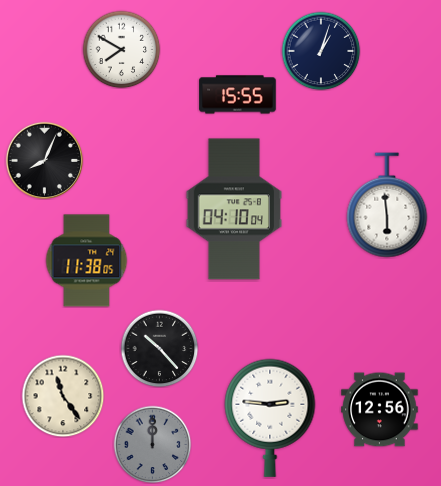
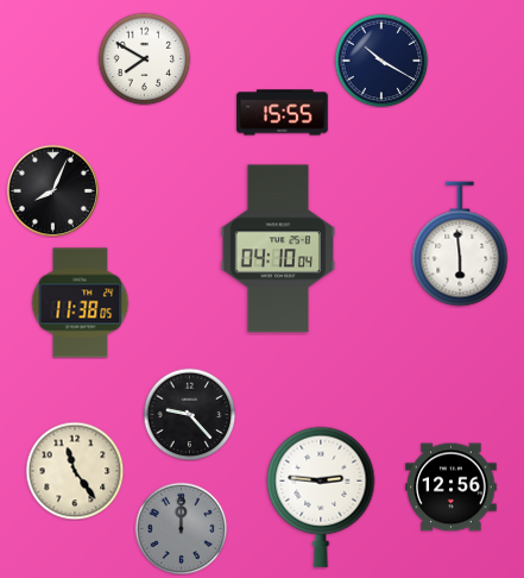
clock at (321, 51): 1:03 -> 10:20
clock at (87, 261) position: (87, 261) -> (81, 303)
clock at (159, 348): 10:23 -> 9:23
